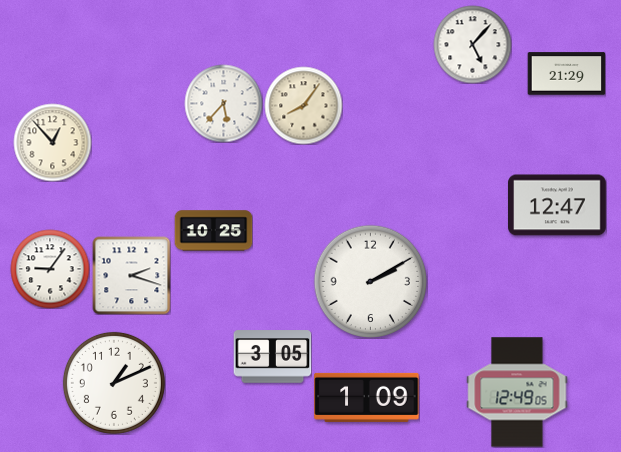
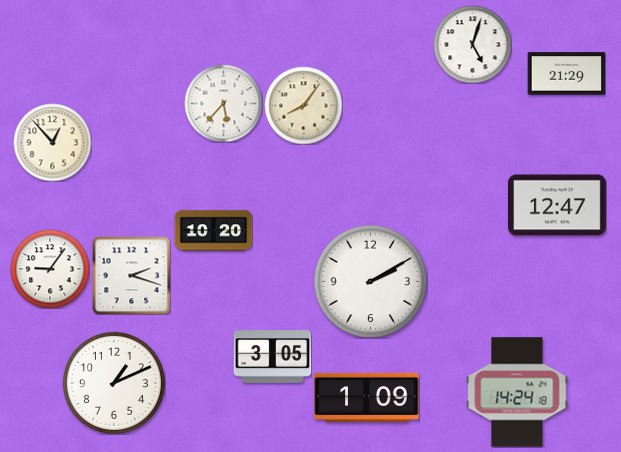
clock at (472, 44): 5:07 -> 5:03
clock at (213, 231): 10:25 -> 10:20
clock at (517, 392): 12:49 -> 14:24
